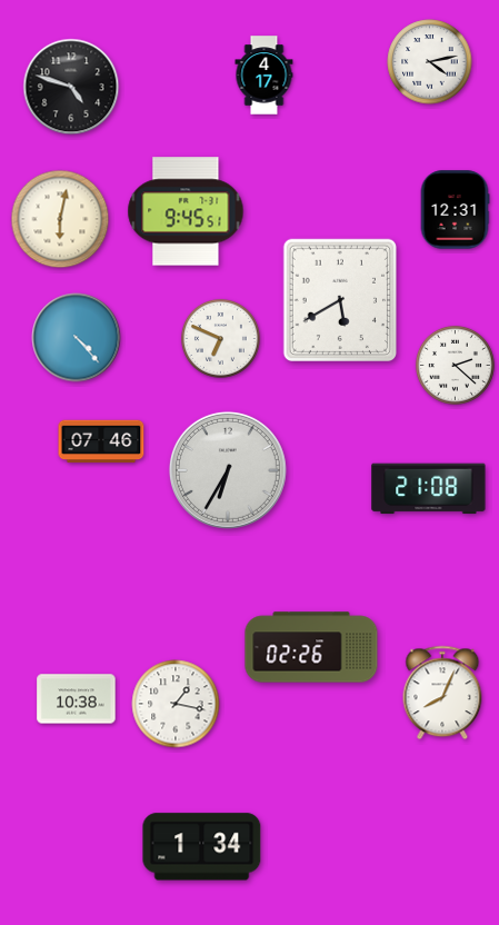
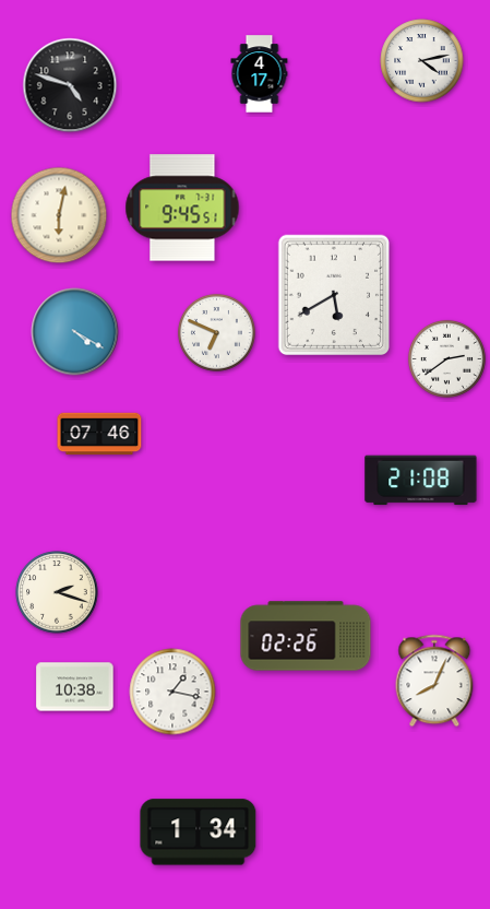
clock at (455, 210): 12:31 -> none
clock at (77, 338): 4:23 -> 4:20
clock at (455, 365): 2:22 -> 2:39
clock at (228, 470): 6:35 -> none
clock at (57, 592): none -> 2:18
